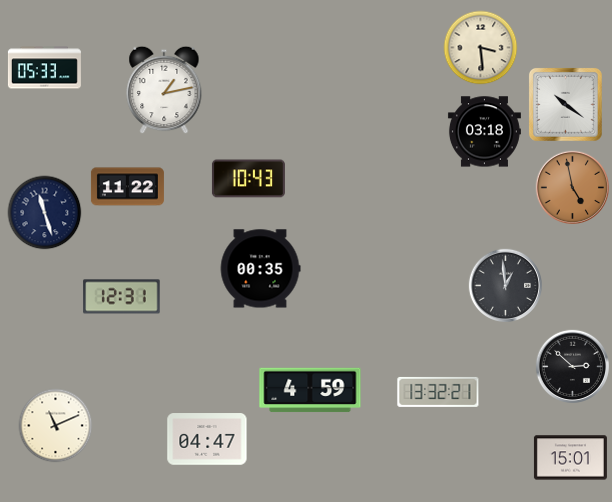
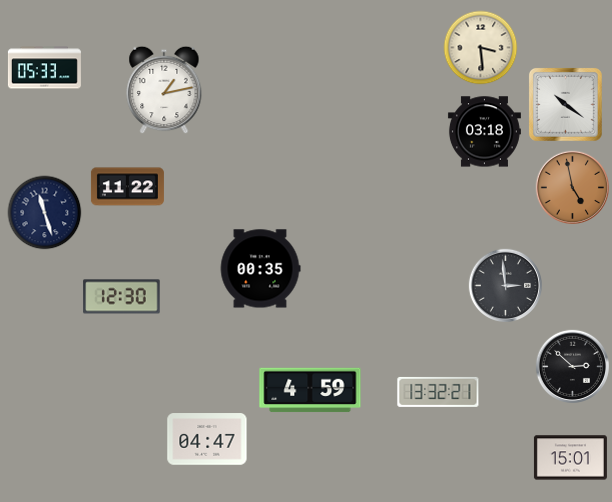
clock at (248, 179): 10:43 -> none
clock at (505, 285): 12:59 -> 2:59
clock at (122, 297): 12:31 -> 12:30
clock at (56, 426): 11:11 -> none
